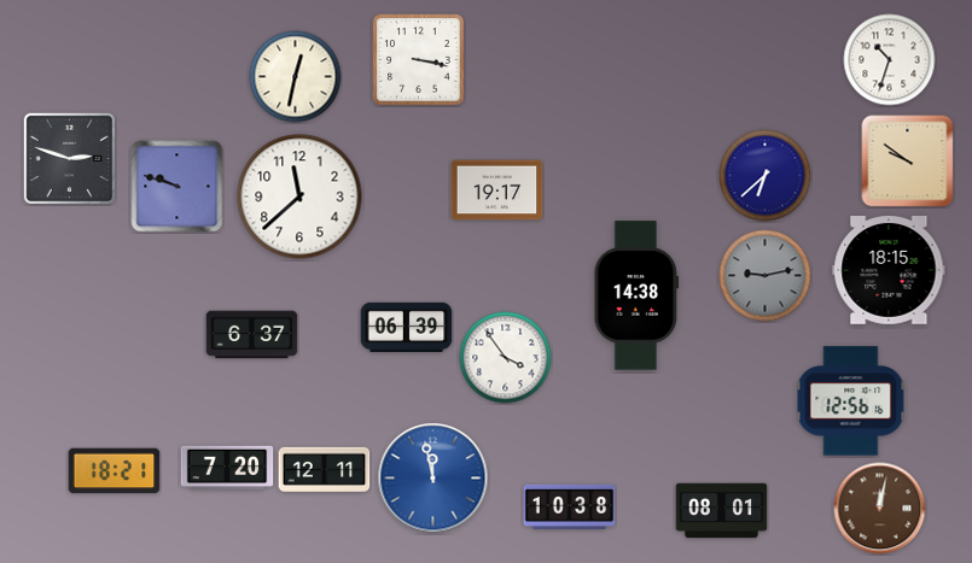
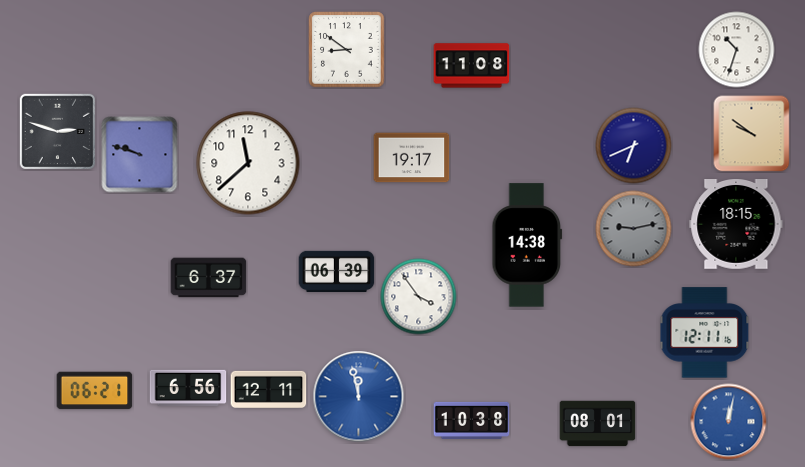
clock at (419, 60): 3:17 -> 8:51
clock at (296, 77): 12:32 -> none
clock at (472, 66): none -> 11:08
clock at (766, 176): 6:38 -> 6:41
clock at (177, 187) position: (177, 187) -> (140, 155)
clock at (851, 401): 12:56 -> 12:11
clock at (227, 468): 7:20 -> 6:56
clock at (115, 471): 18:21 -> 06:21
clock at (880, 509) dial: brown -> blue
